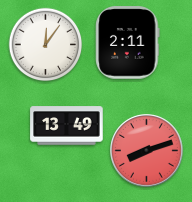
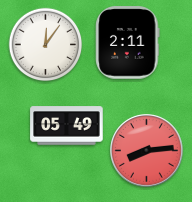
clock at (67, 126): 13:49 -> 05:49
clock at (147, 151): 8:12 -> 8:14
